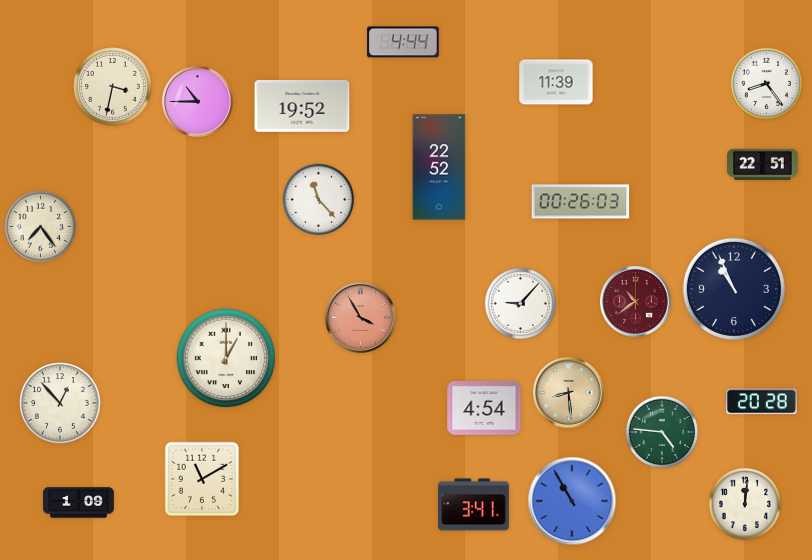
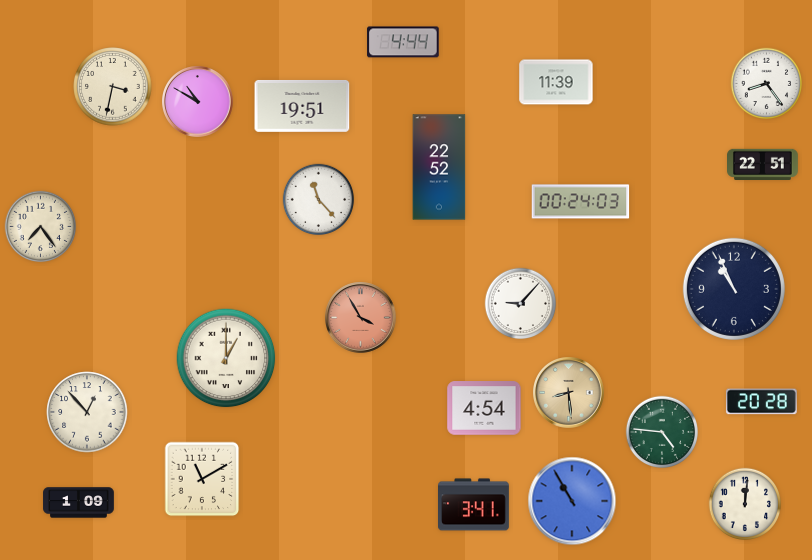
clock at (198, 102): 10:45 -> 10:50
clock at (302, 106): 19:52 -> 19:51
clock at (581, 202): 00:26 -> 00:24
clock at (636, 302): 10:39 -> none
clock at (60, 403) position: (60, 403) -> (87, 412)
